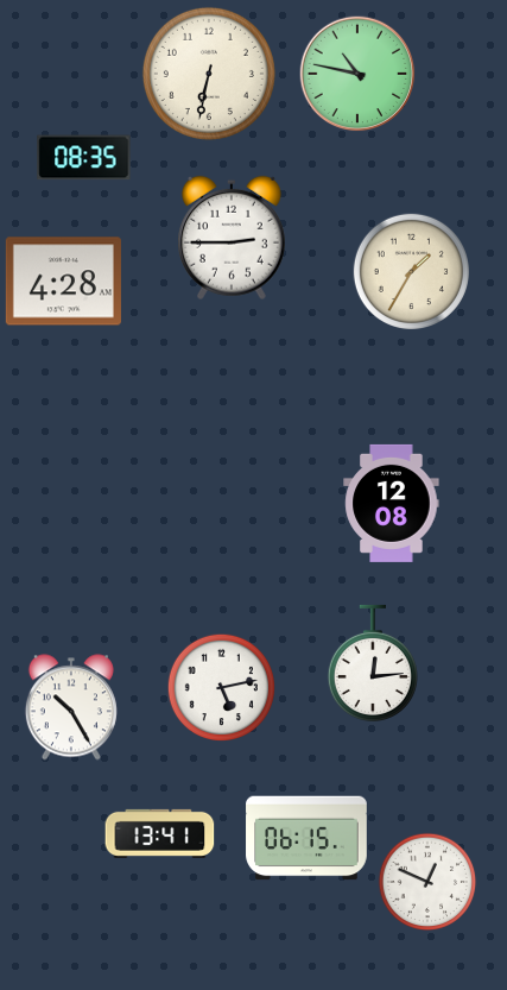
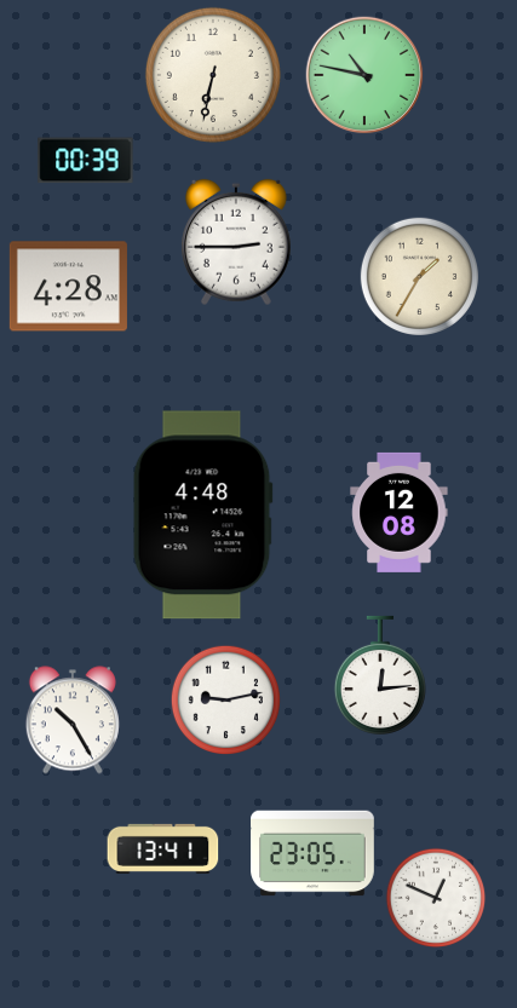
clock at (84, 158): 08:35 -> 00:39
clock at (63, 282) position: (63, 282) -> (68, 287)
clock at (202, 515): none -> 4:48
clock at (221, 687): 5:13 -> 9:13
clock at (306, 838): 06:15 -> 23:05
